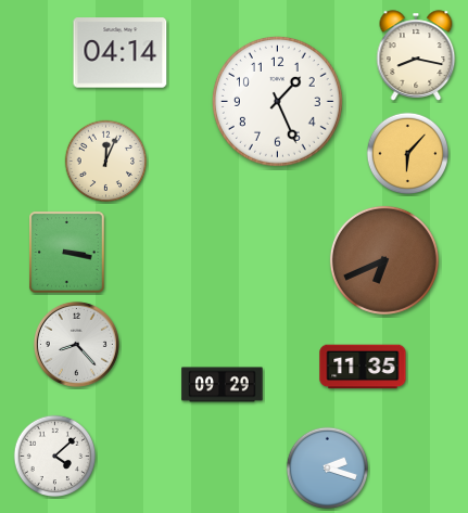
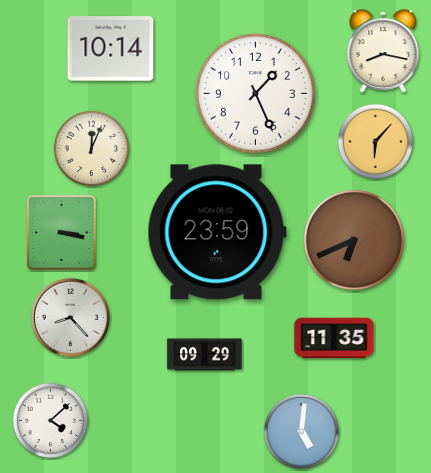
clock at (121, 53): 04:14 -> 10:14
clock at (106, 162) position: (106, 162) -> (92, 149)
clock at (217, 232): none -> 23:59
clock at (328, 469): 2:18 -> 5:01
